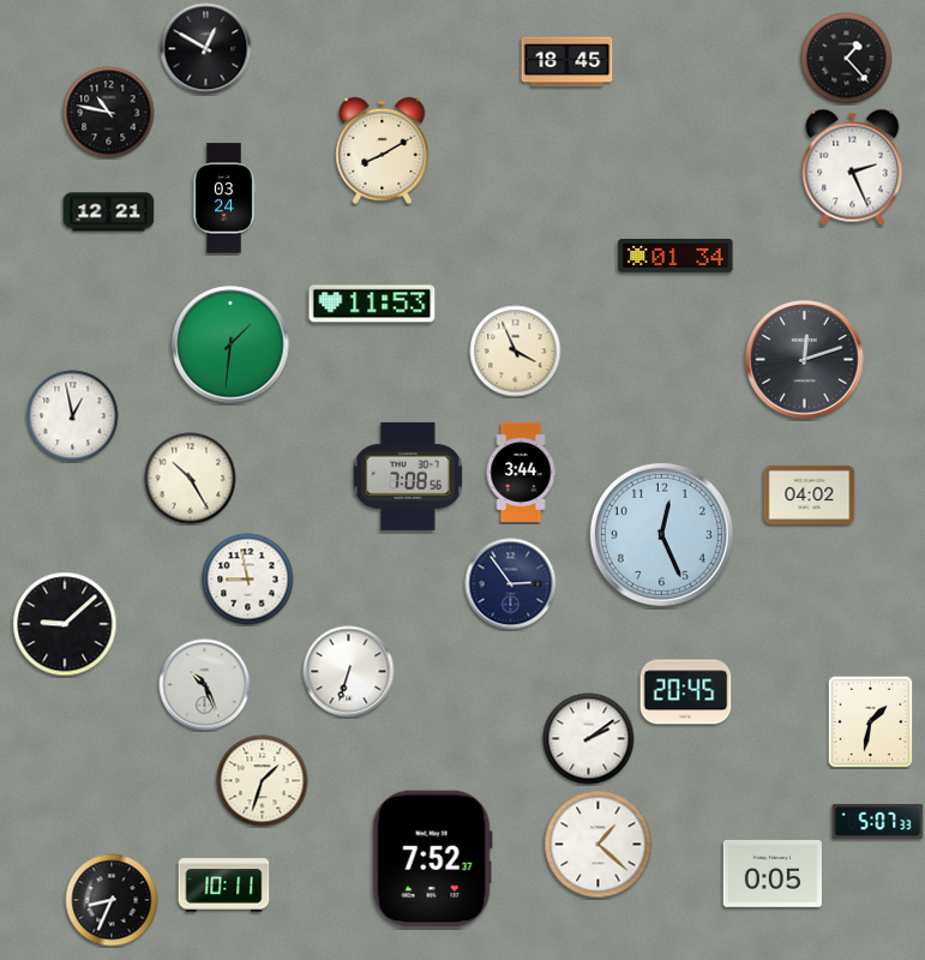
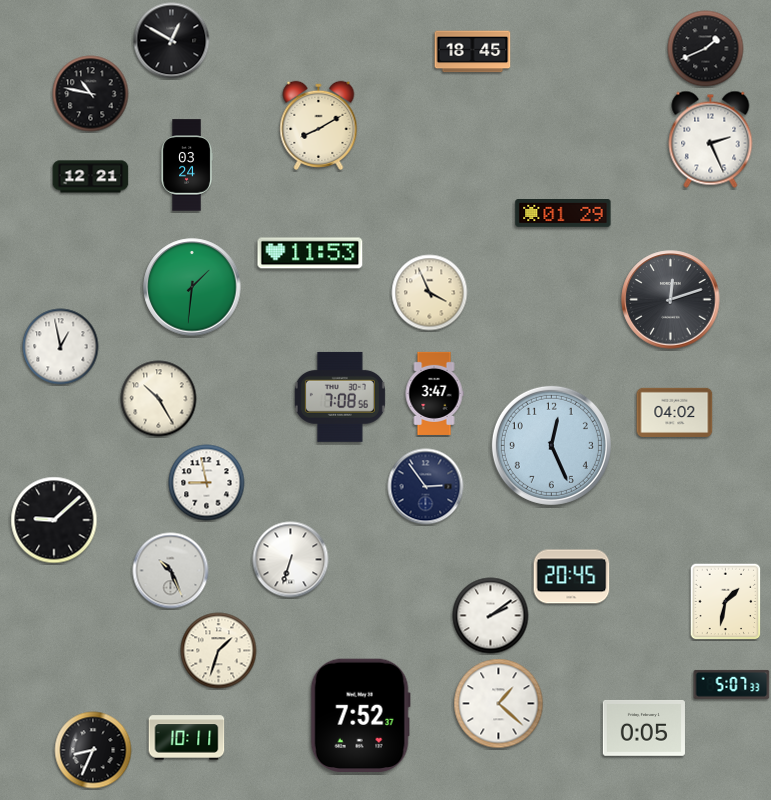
clock at (847, 59): 1:23 -> 1:41
clock at (675, 257): 01:34 -> 01:29
clock at (521, 472): 3:44 -> 3:47
